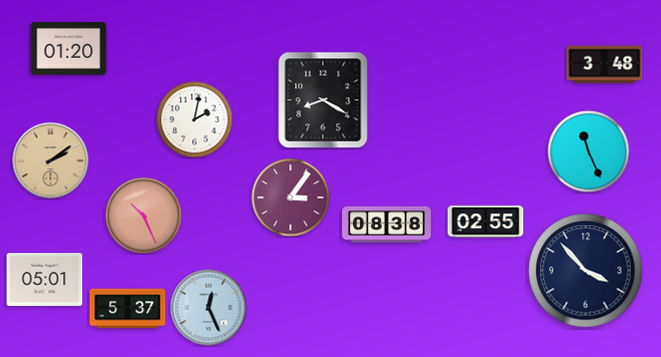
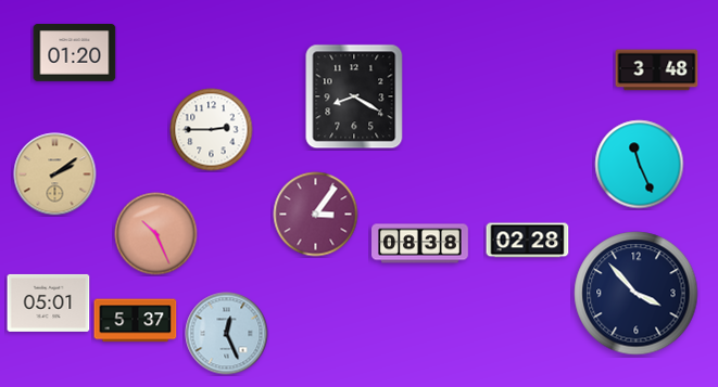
clock at (323, 100) position: (323, 100) -> (354, 96)
clock at (195, 120): 2:02 -> 2:45
clock at (486, 222): 02:55 -> 02:28
clock at (128, 309) position: (128, 309) -> (136, 321)
